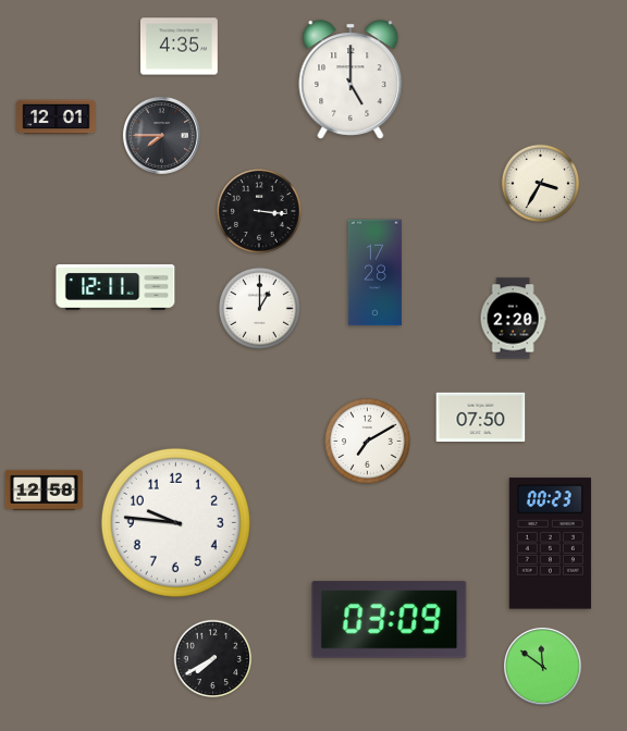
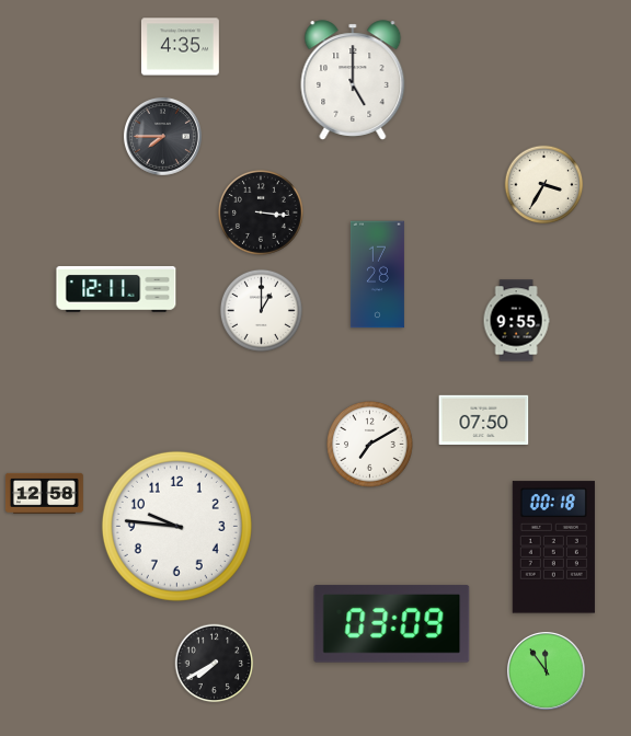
clock at (57, 117): 12:01 -> none
clock at (513, 319): 2:20 -> 9:55
clock at (550, 544): 00:23 -> 00:18
clock at (542, 666): 11:51 -> 11:54
